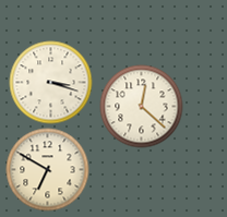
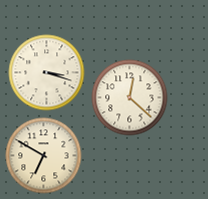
clock at (51, 83) position: (51, 83) -> (47, 73)
